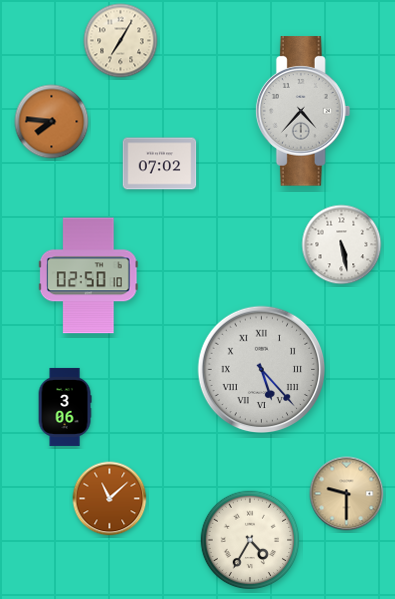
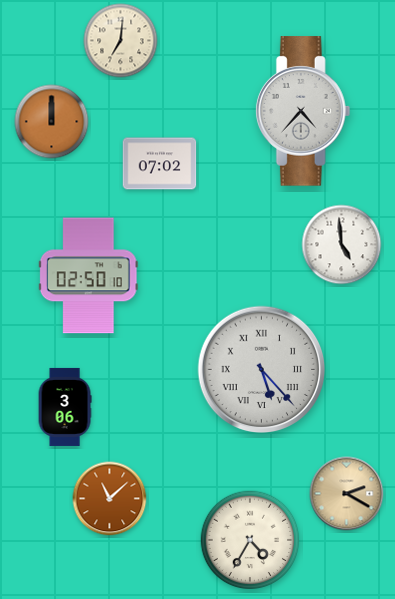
clock at (121, 41): 7:05 -> 7:01
clock at (52, 122): 7:46 -> 12:00
clock at (342, 245): 5:28 -> 4:59
clock at (347, 494): 9:30 -> 2:20
